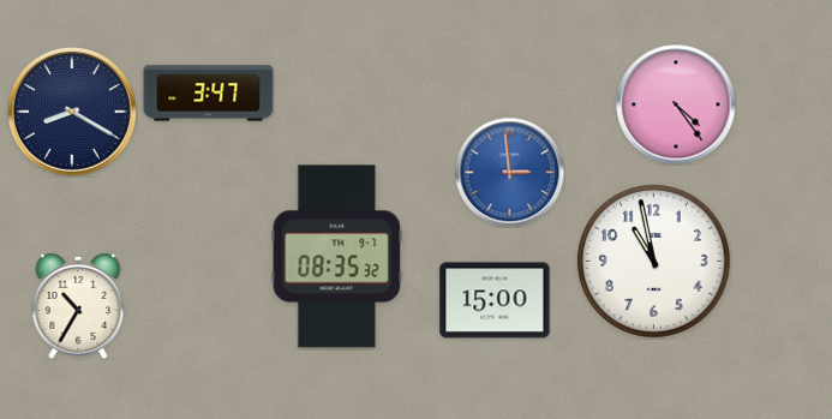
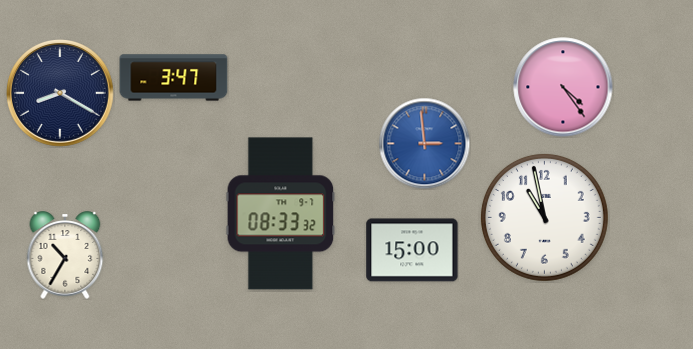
clock at (337, 257): 08:35 -> 08:33
